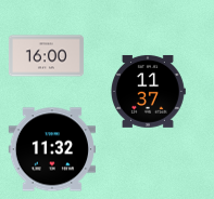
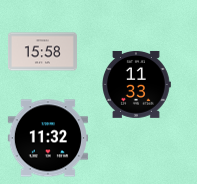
clock at (46, 56): 16:00 -> 15:58
clock at (149, 91): 11:37 -> 11:33
